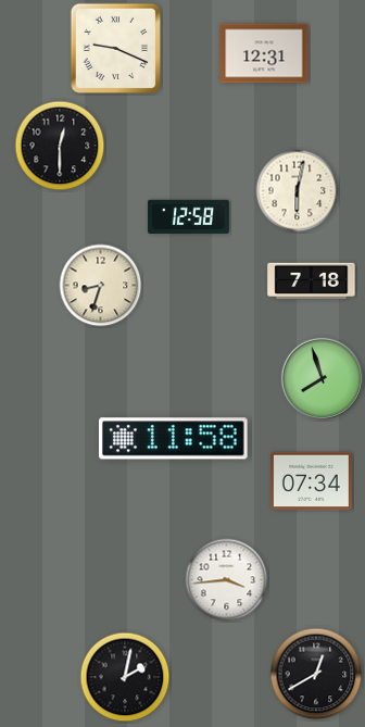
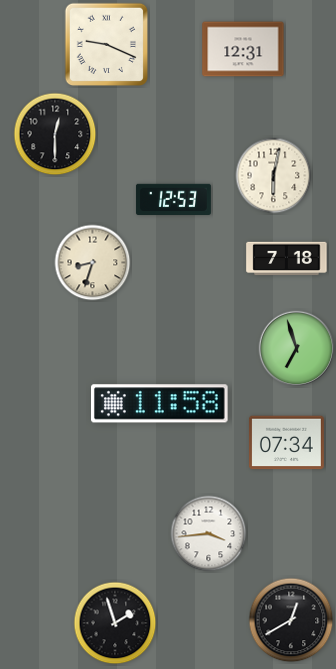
clock at (188, 217): 12:58 -> 12:53
clock at (323, 379): 7:57 -> 6:57
clock at (125, 677): 2:02 -> 1:57
